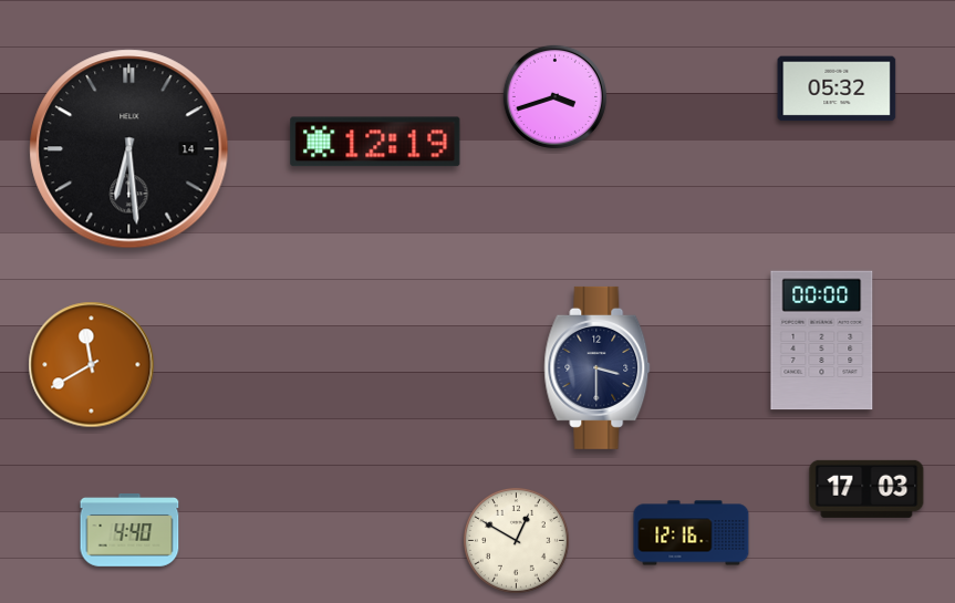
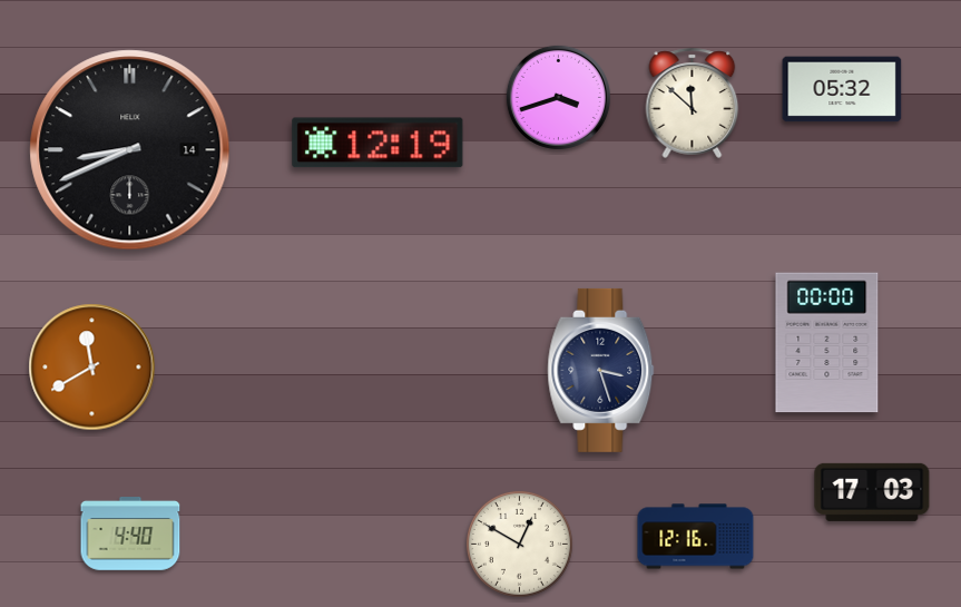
clock at (693, 102): none -> 11:52
clock at (129, 149): 6:29 -> 8:41
clock at (598, 367): 3:30 -> 3:27
